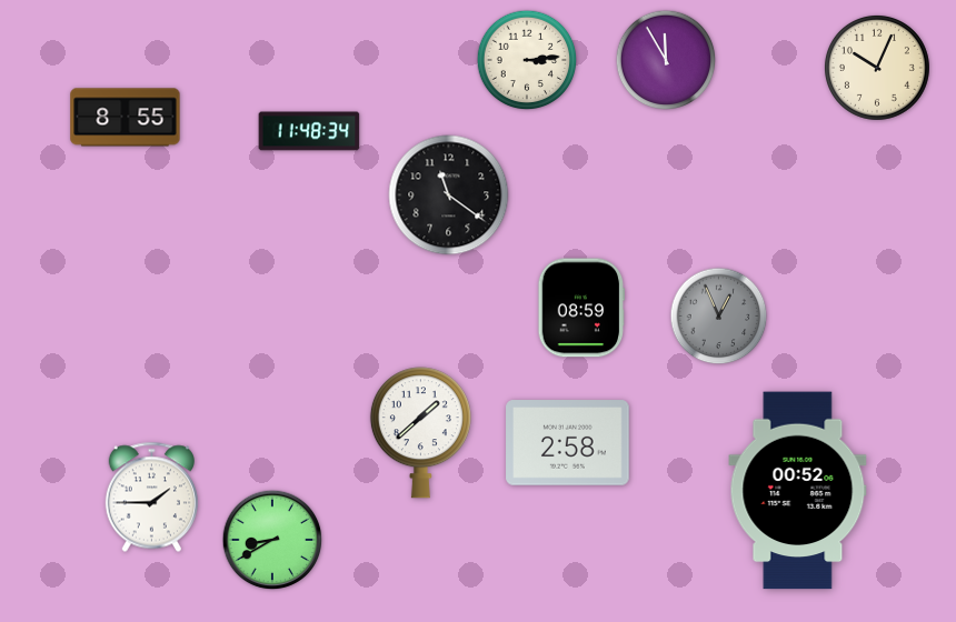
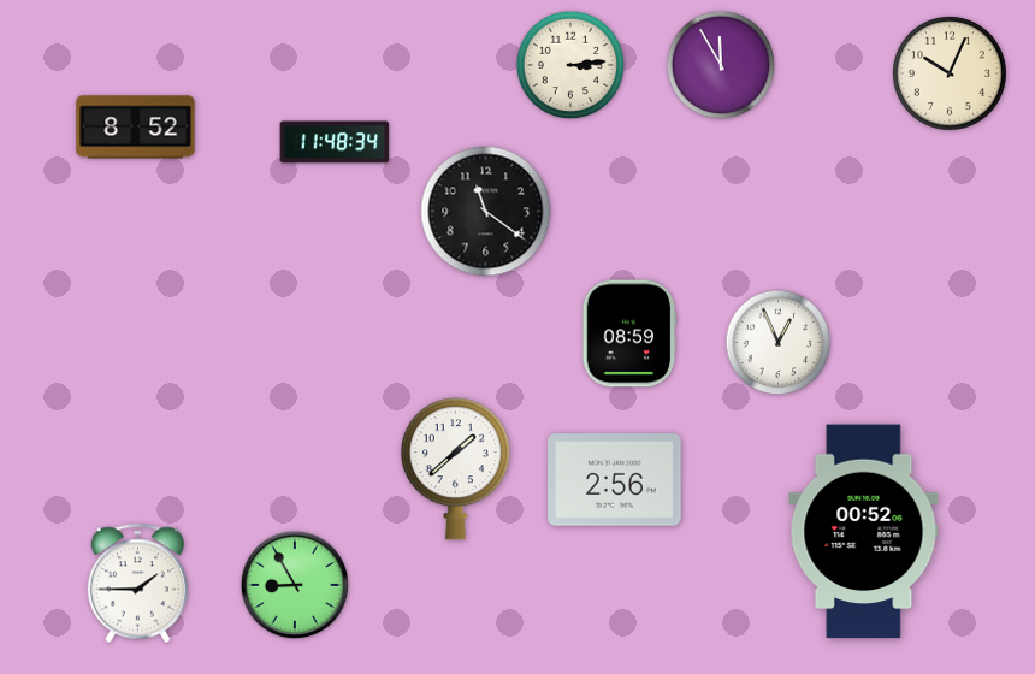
clock at (126, 118): 8:55 -> 8:52
clock at (719, 317) dial: grey -> white
clock at (568, 443): 2:58 -> 2:56
clock at (151, 498) position: (151, 498) -> (137, 584)
clock at (272, 540): 8:40 -> 8:55
